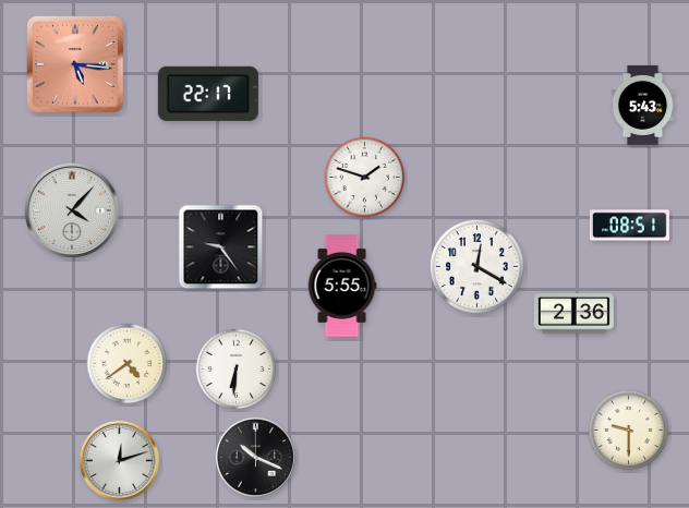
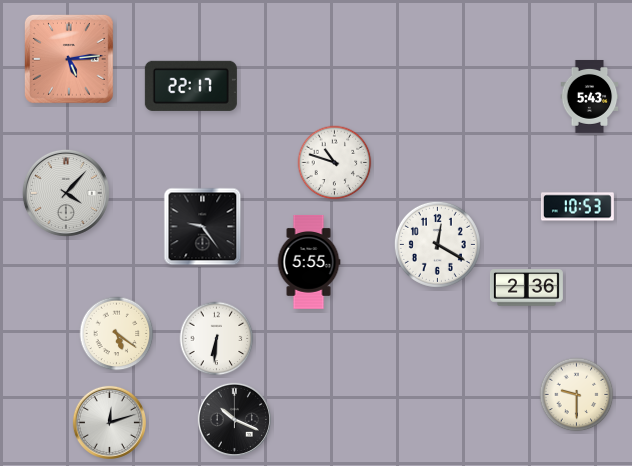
clock at (75, 64): 5:16 -> 5:14
clock at (365, 178): 1:48 -> 10:48
clock at (629, 226): 08:51 -> 10:53
clock at (342, 286) position: (342, 286) -> (309, 262)
clock at (128, 364): 4:39 -> 5:21
